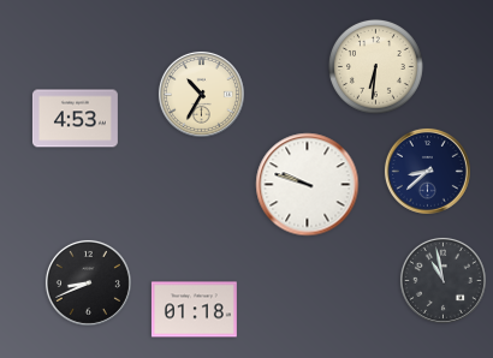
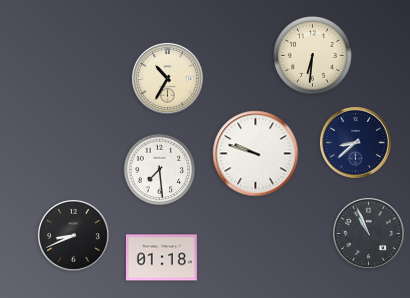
clock at (75, 119): 4:53 -> none
clock at (160, 170): none -> 7:29
clock at (442, 280): 10:58 -> 10:56
